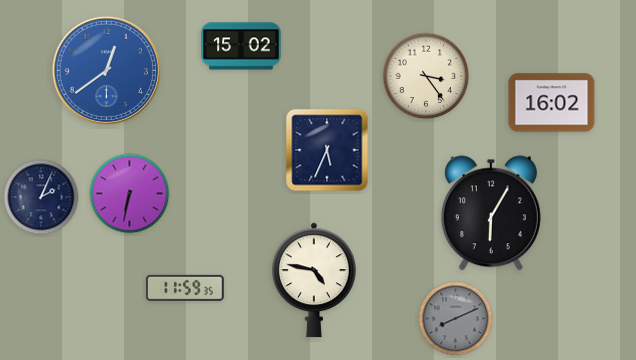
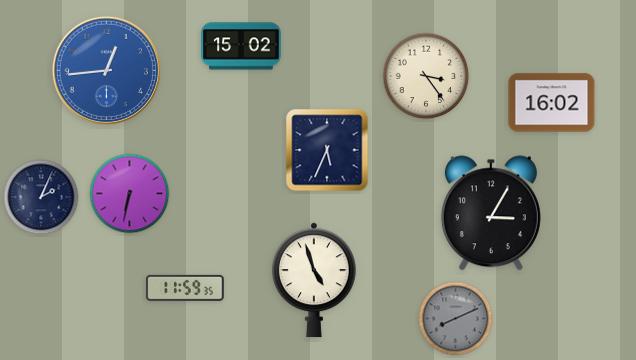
clock at (106, 70): 12:39 -> 12:44
clock at (491, 213): 6:05 -> 3:05
clock at (314, 280): 4:47 -> 4:57
